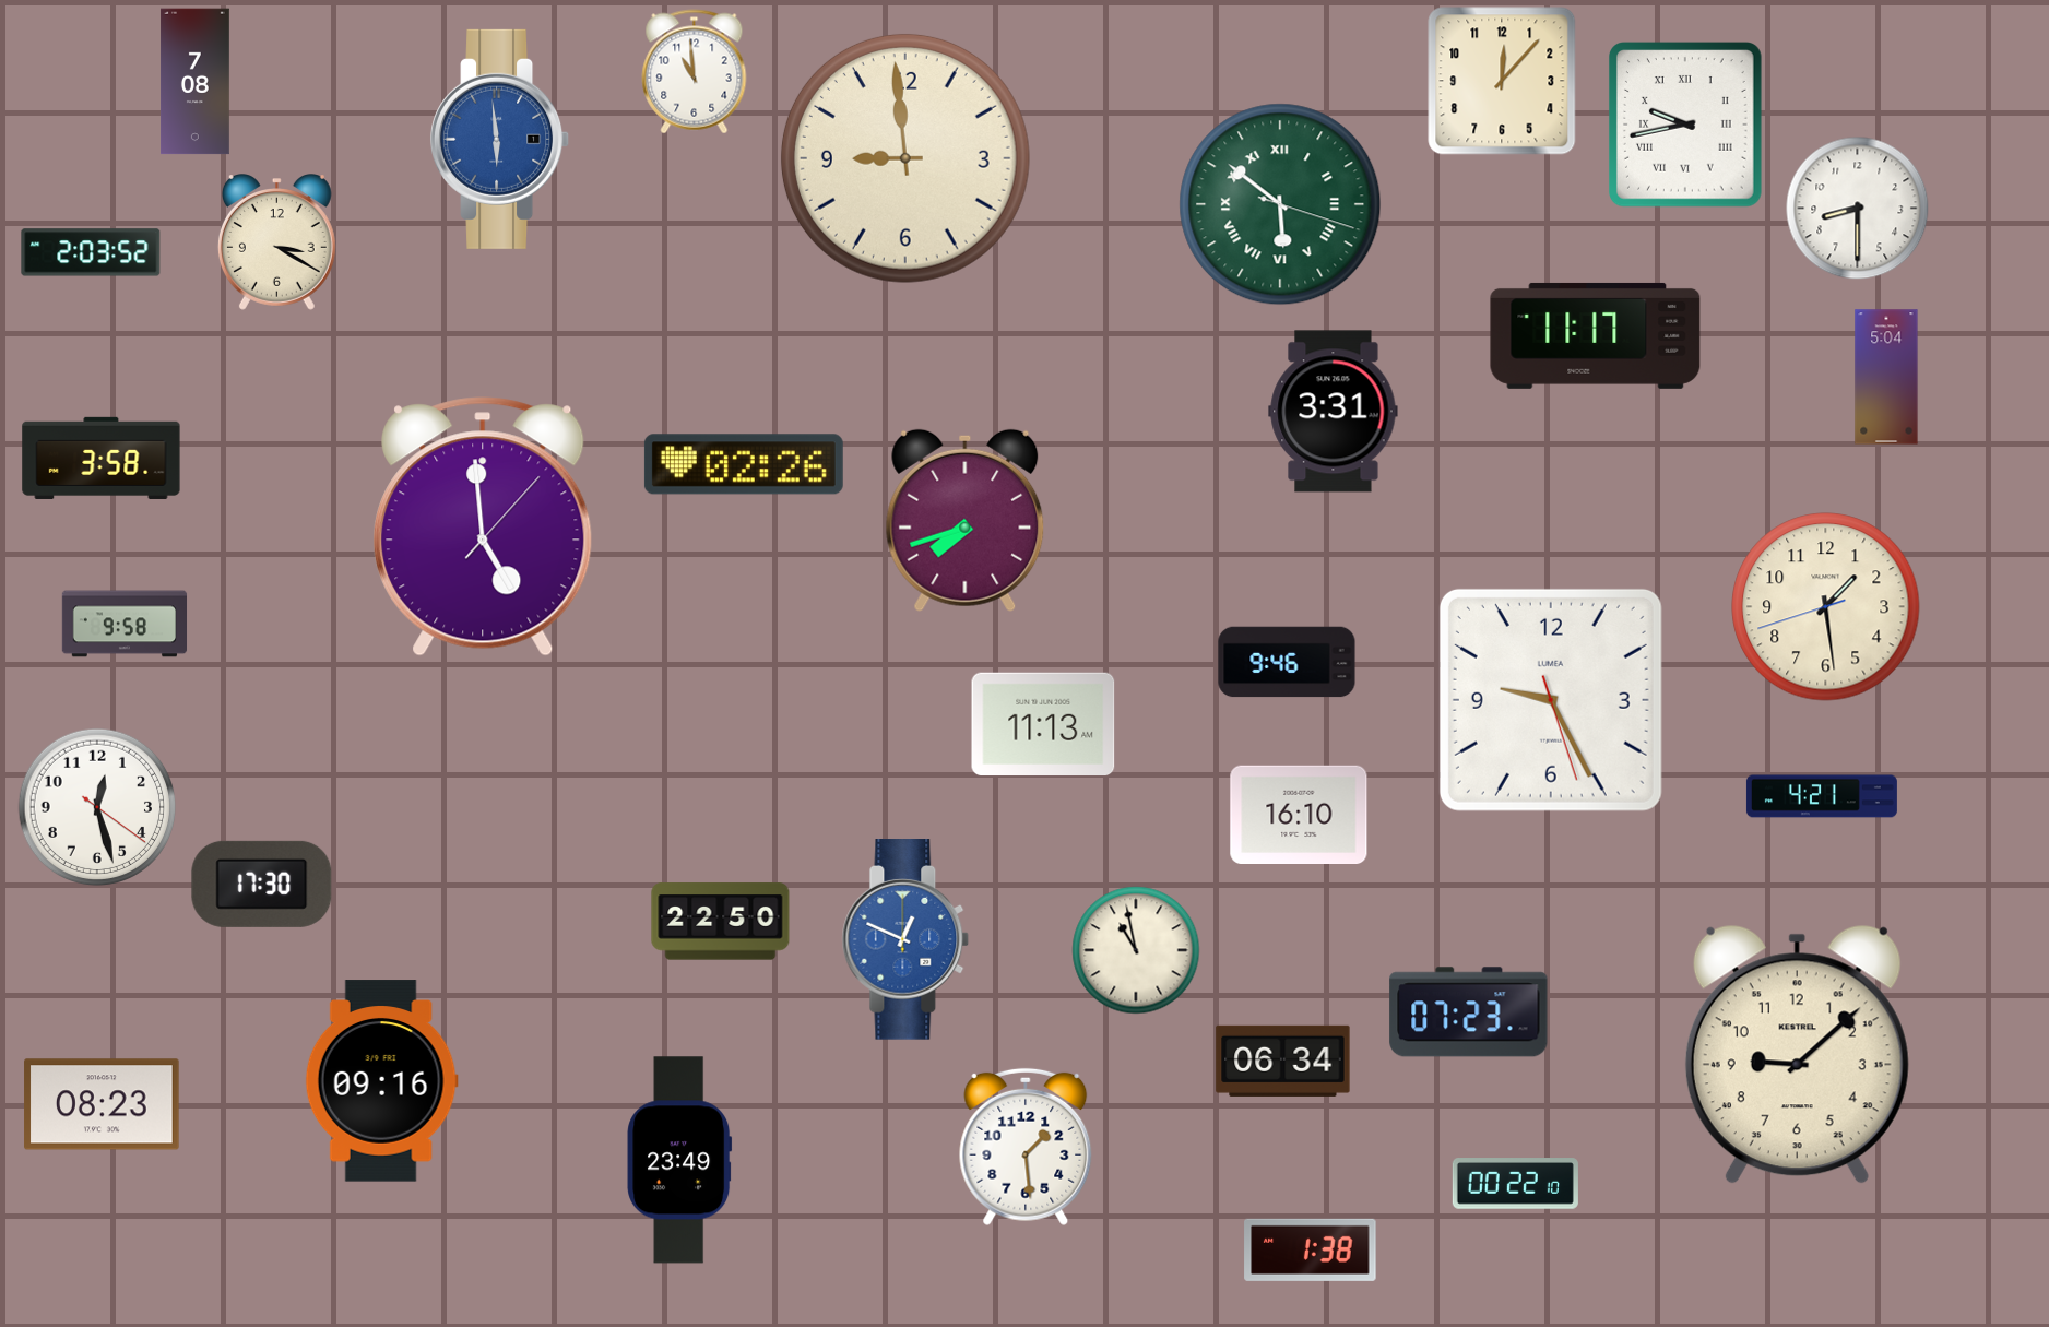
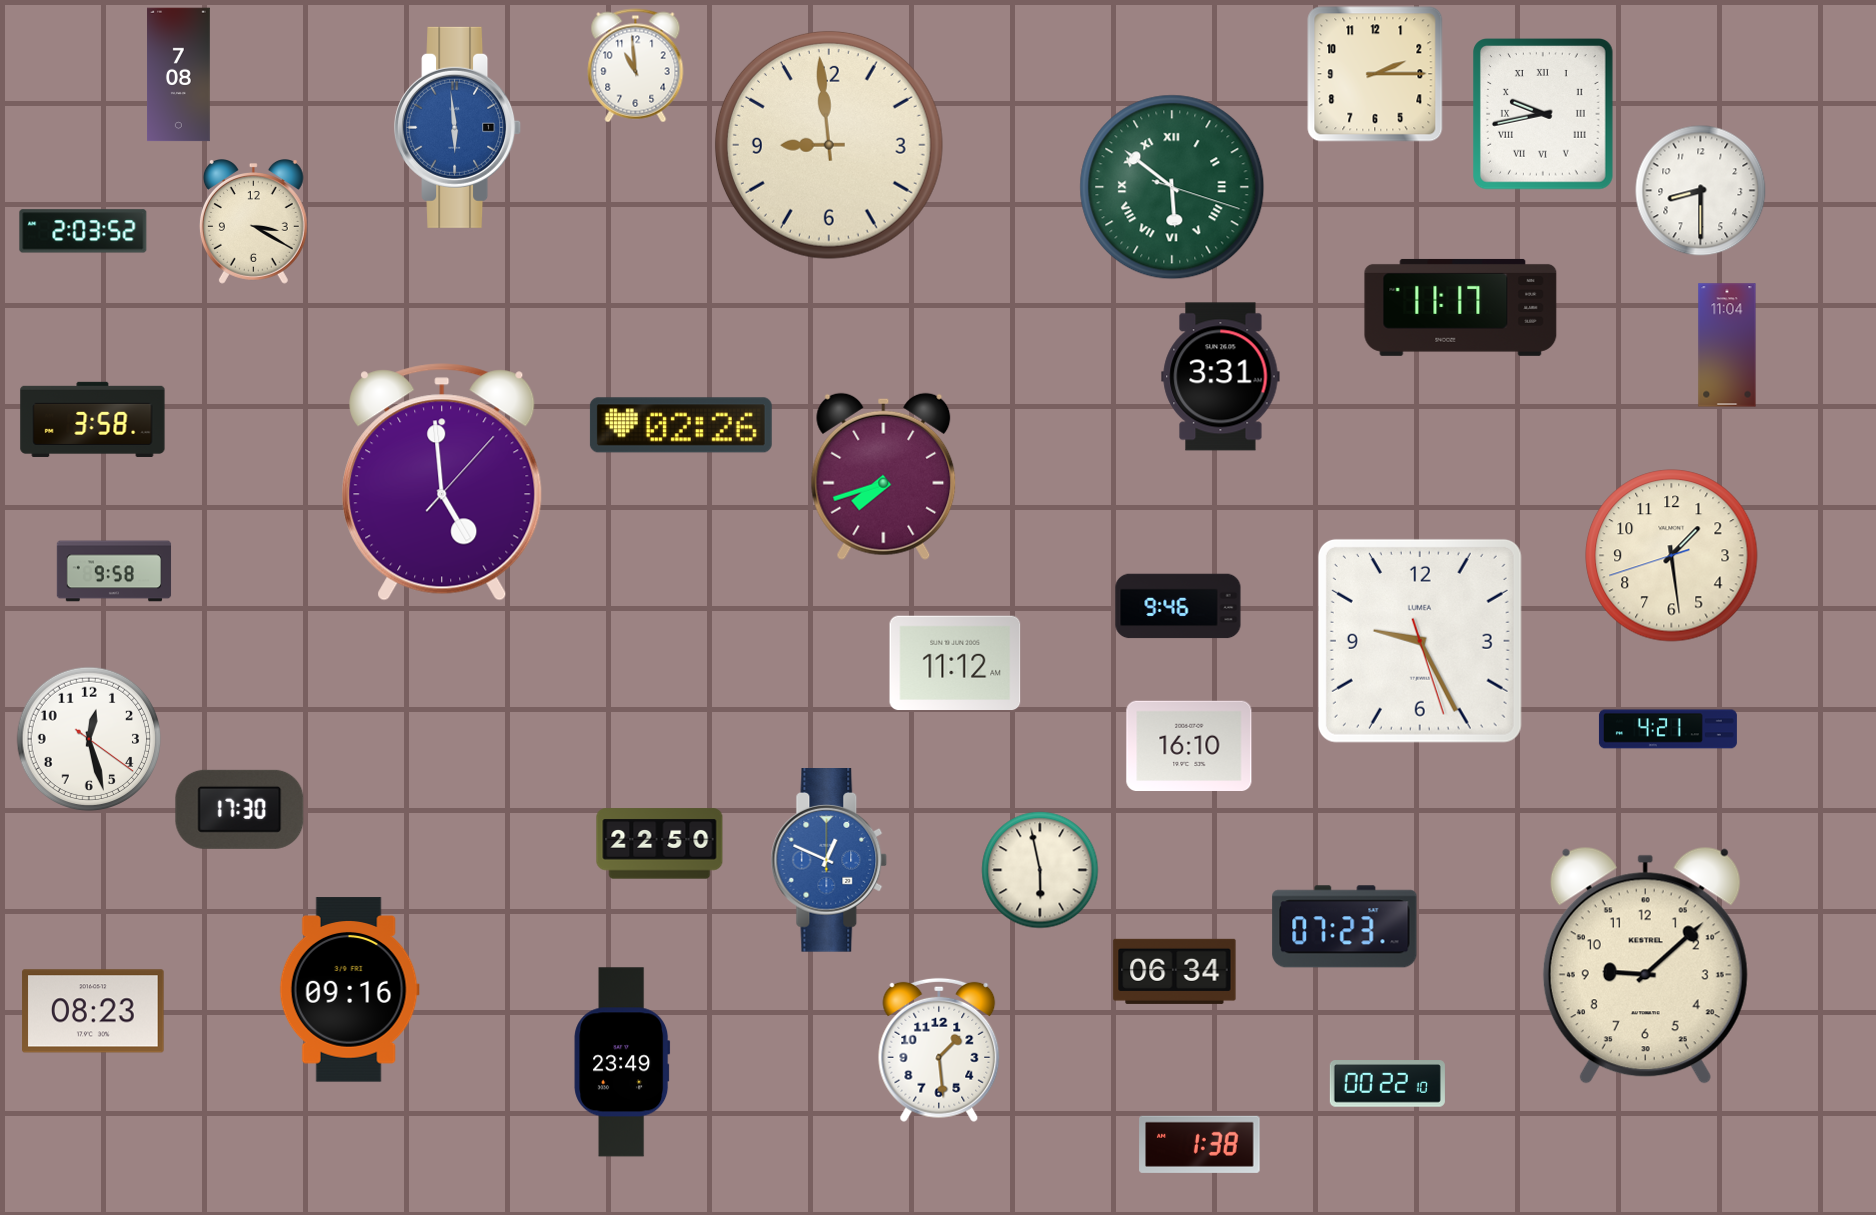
clock at (1502, 81): 12:07 -> 2:15
clock at (1886, 377): 5:04 -> 11:04
clock at (1043, 724): 11:13 -> 11:12
clock at (1136, 950): 10:58 -> 5:58
